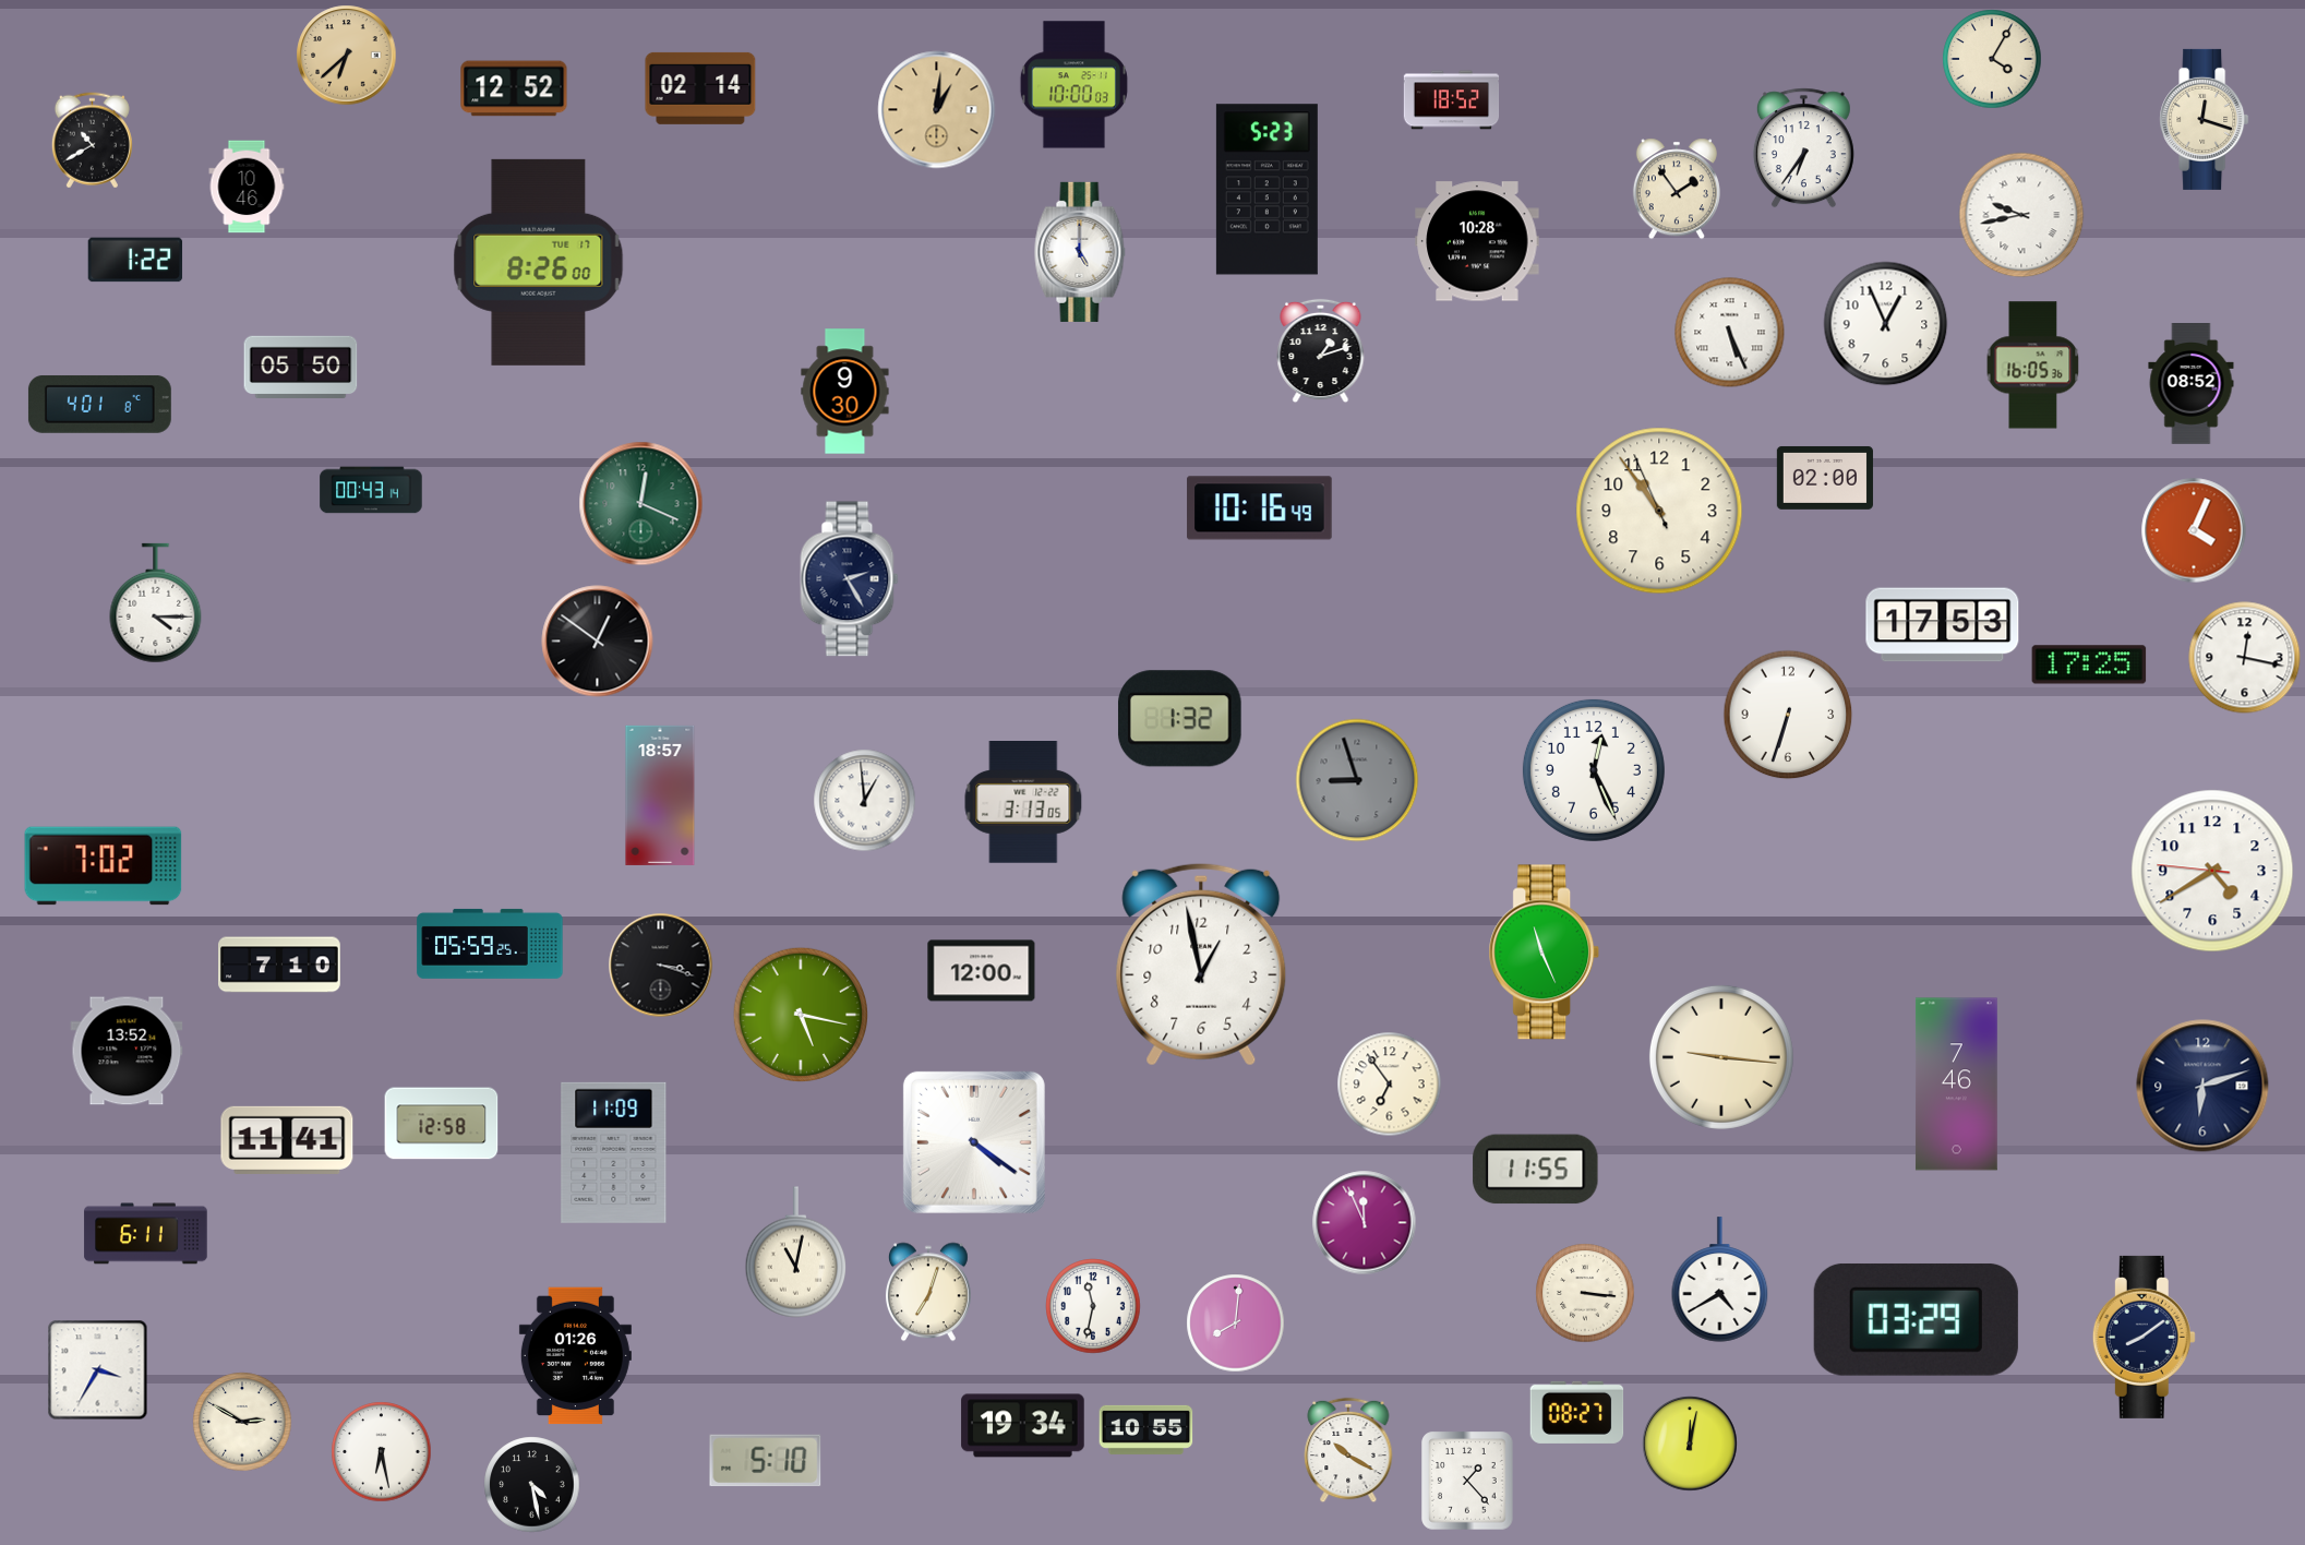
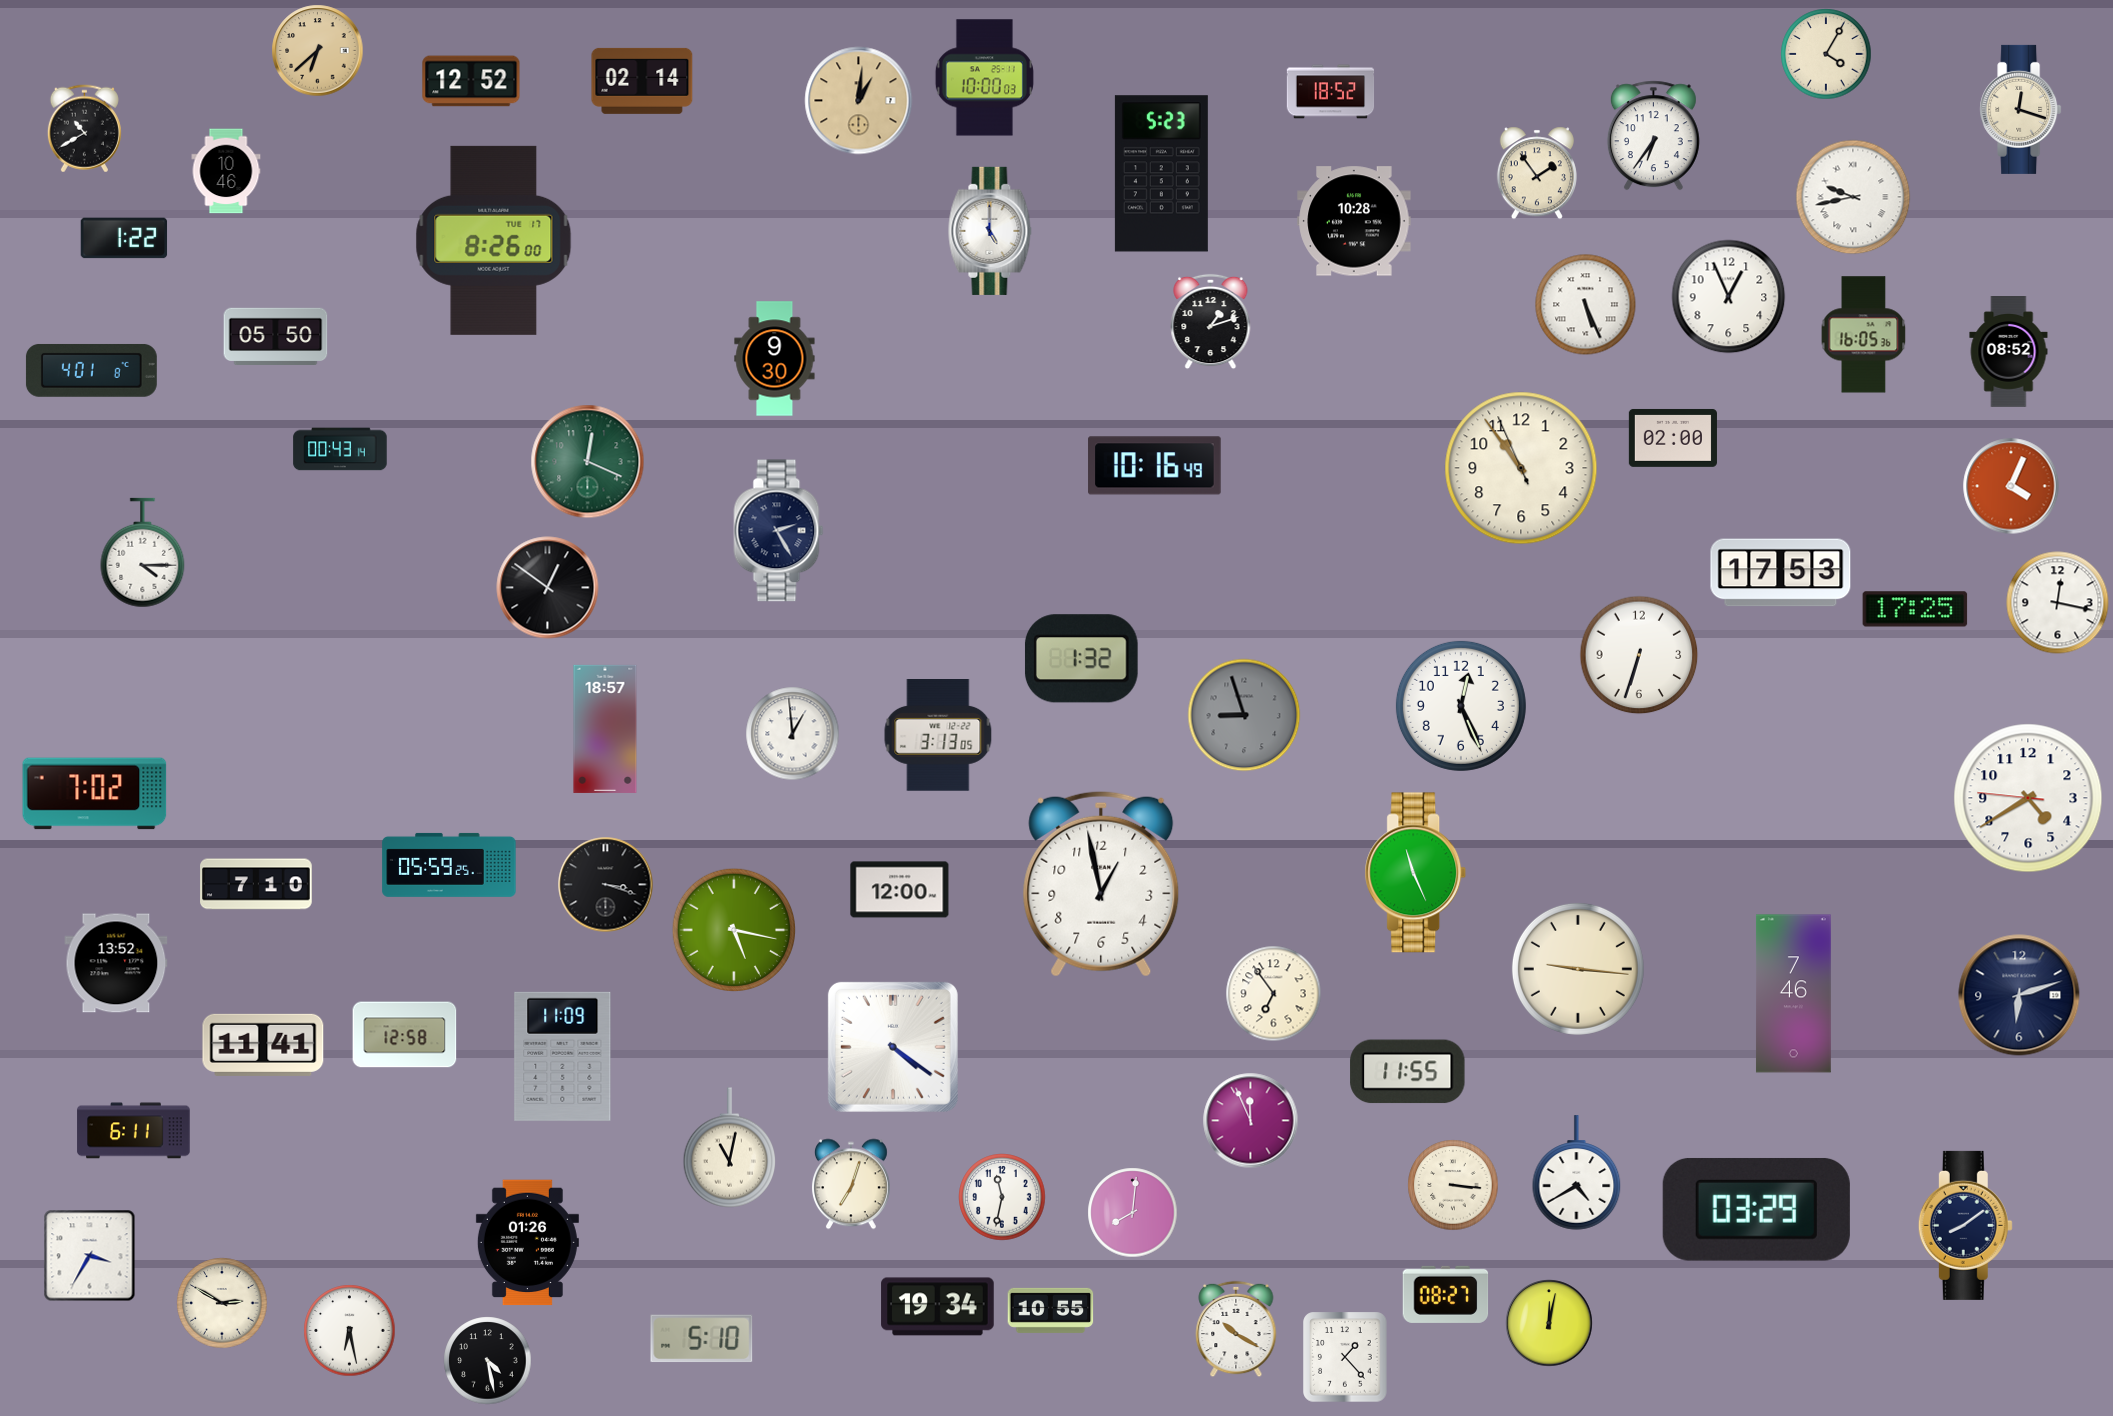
clock at (442, 1124) position: (442, 1124) -> (405, 1035)
